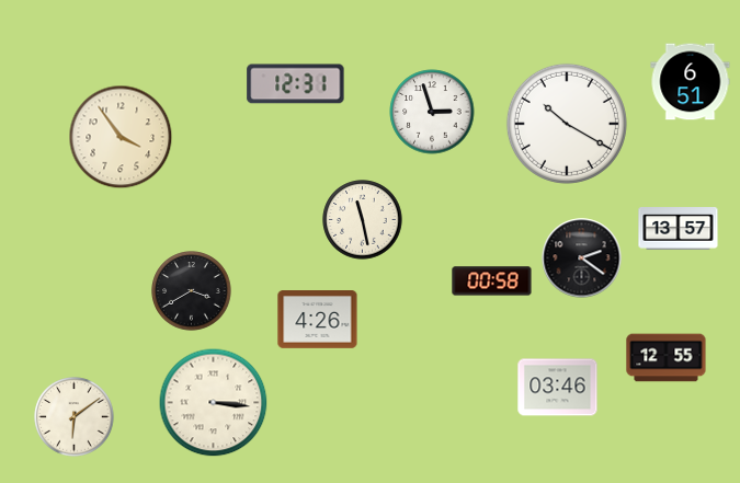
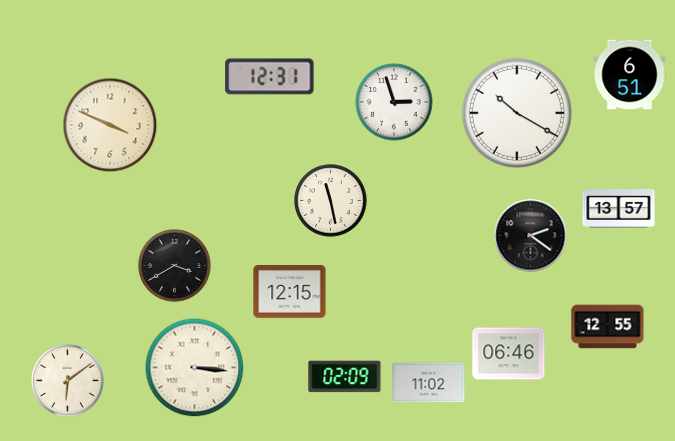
clock at (121, 137): 3:54 -> 3:49
clock at (492, 281): 00:58 -> none
clock at (318, 320): 4:26 -> 12:15
clock at (558, 388): 03:46 -> 06:46
clock at (345, 377): none -> 02:09
clock at (429, 383): none -> 11:02
